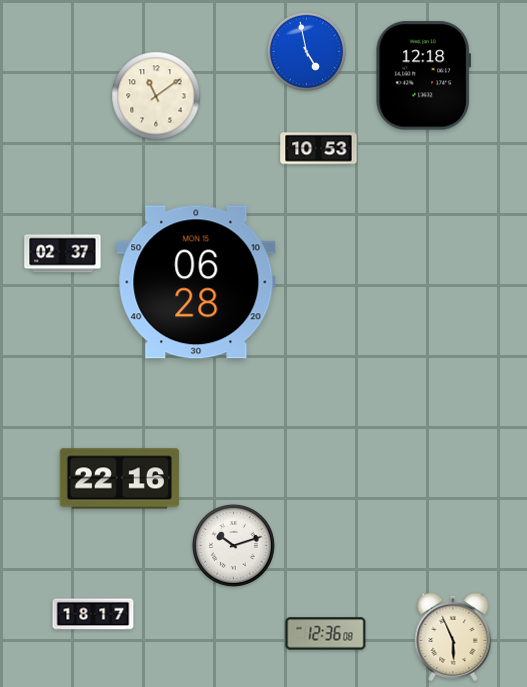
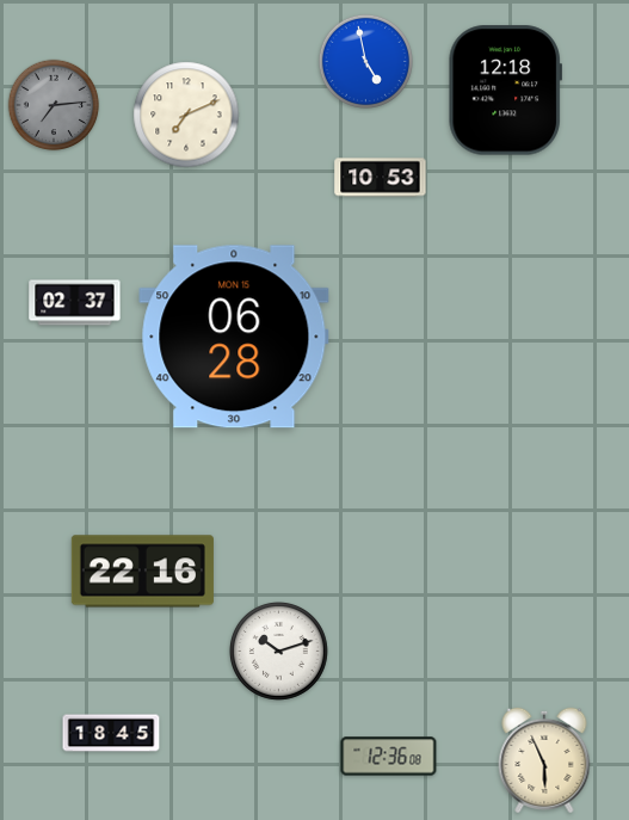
clock at (54, 105): none -> 7:14
clock at (156, 96): 11:09 -> 7:11
clock at (93, 614): 18:17 -> 18:45
clock at (453, 636) position: (453, 636) -> (544, 759)
